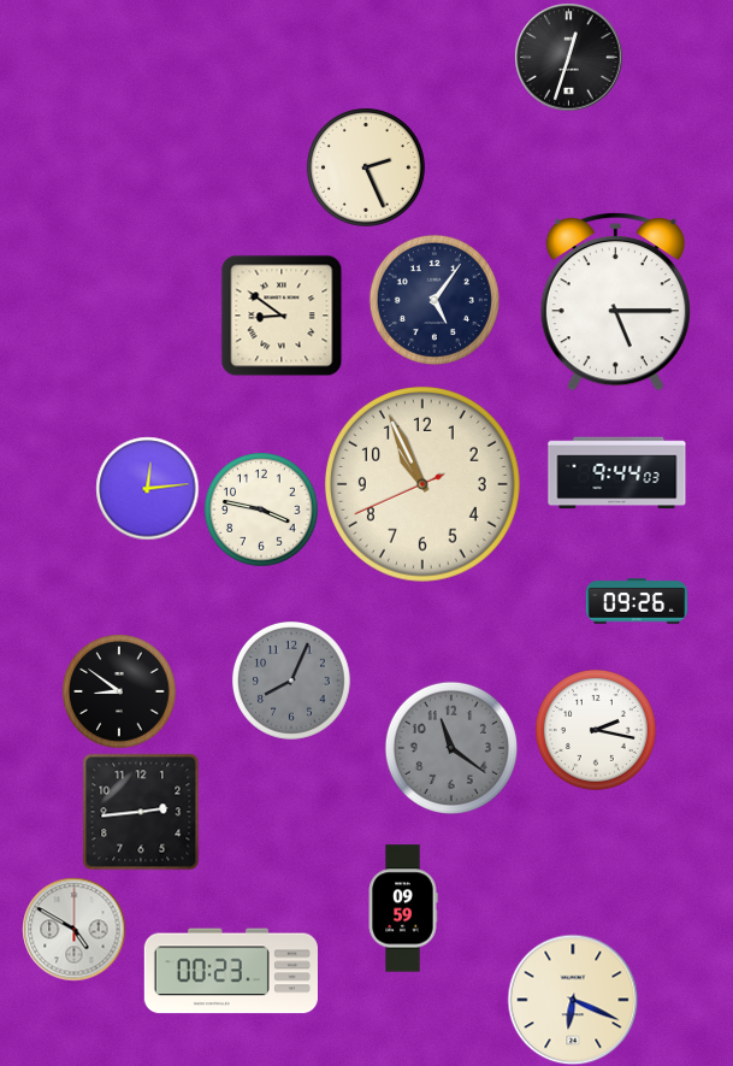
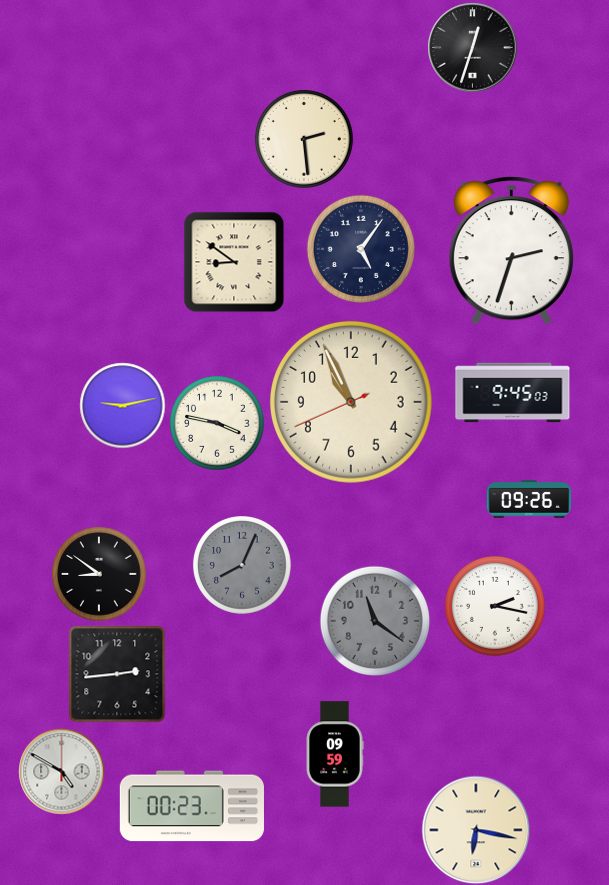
clock at (366, 167): 2:26 -> 2:29
clock at (615, 302): 5:15 -> 2:33
clock at (617, 473): 9:44 -> 9:45
clock at (147, 488): 12:14 -> 9:13
clock at (573, 1000): 6:19 -> 6:17
